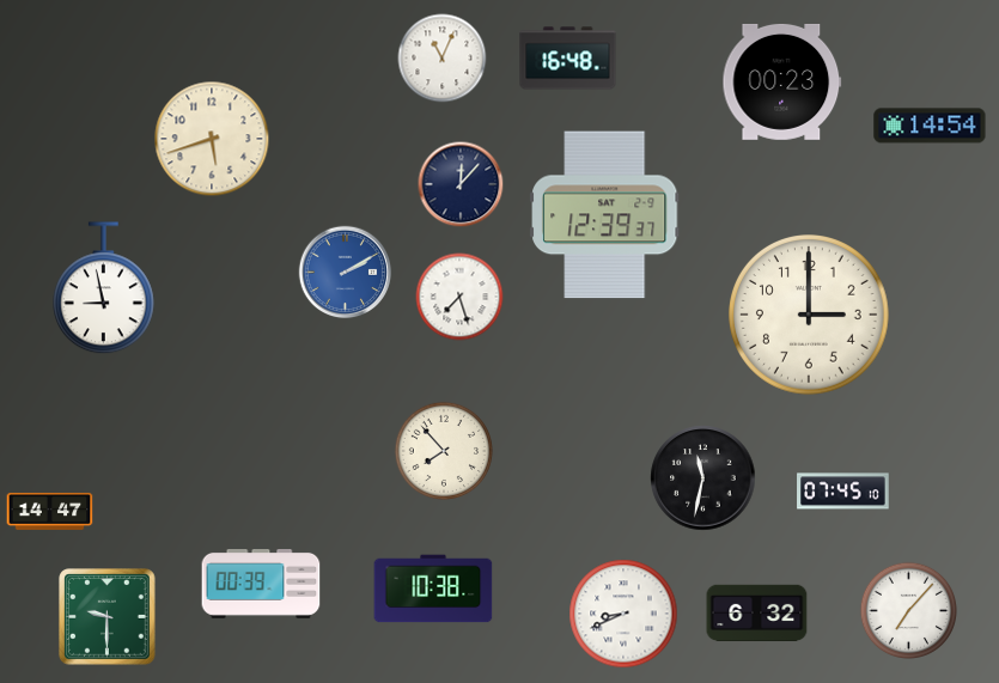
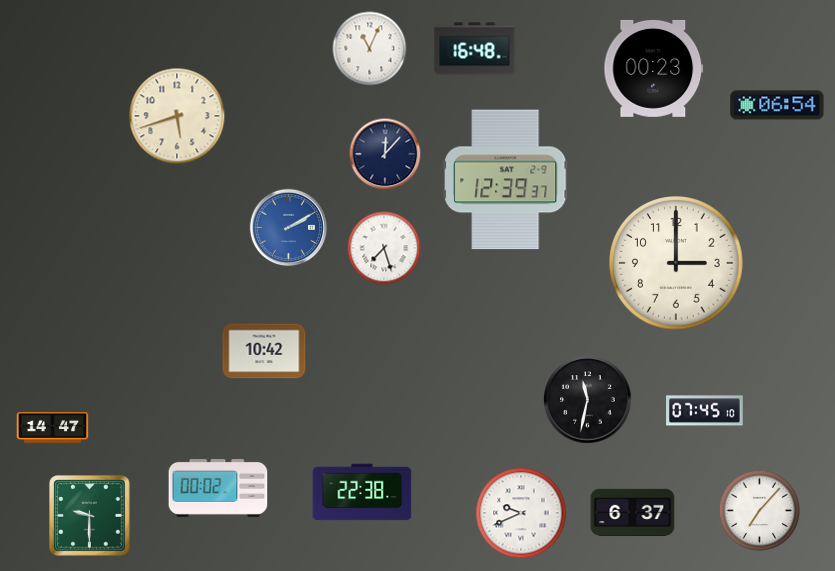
clock at (930, 126): 14:54 -> 06:54
clock at (104, 288): 8:58 -> none
clock at (264, 351): none -> 10:42
clock at (444, 451): 7:53 -> none
clock at (50, 511) position: (50, 511) -> (53, 427)
clock at (261, 585): 00:39 -> 00:02
clock at (433, 589): 10:38 -> 22:38
clock at (623, 614): 8:41 -> 9:41
clock at (757, 614): 6:32 -> 6:37
